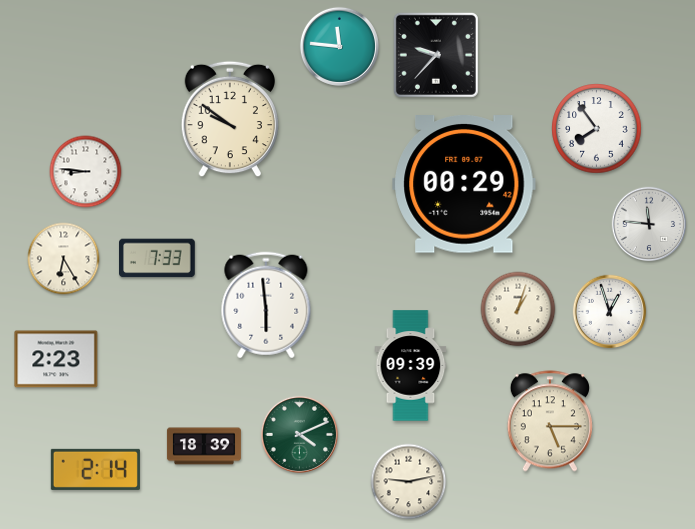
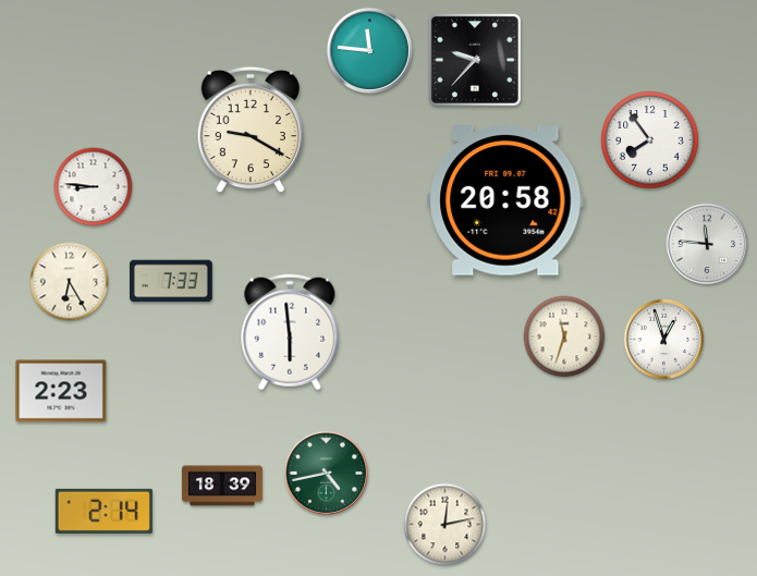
clock at (229, 119): 9:51 -> 9:20
clock at (464, 184): 00:29 -> 20:58
clock at (518, 309): 1:03 -> 11:33
clock at (411, 366): 09:39 -> none
clock at (550, 421): 5:15 -> none
clock at (299, 434): 4:11 -> 4:43
clock at (409, 482): 9:13 -> 12:13
